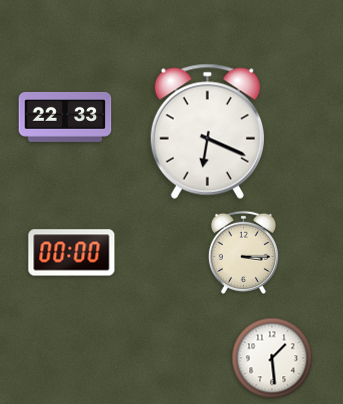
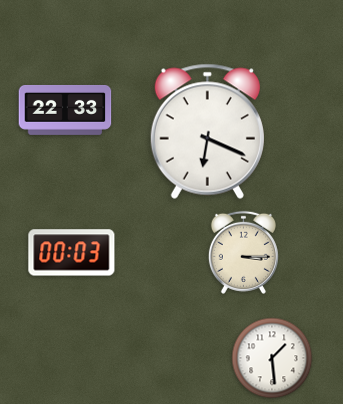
clock at (65, 117) position: (65, 117) -> (65, 110)
clock at (72, 253): 00:00 -> 00:03
